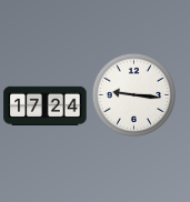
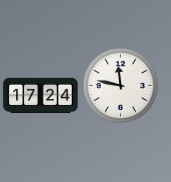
clock at (133, 94): 9:16 -> 11:47
